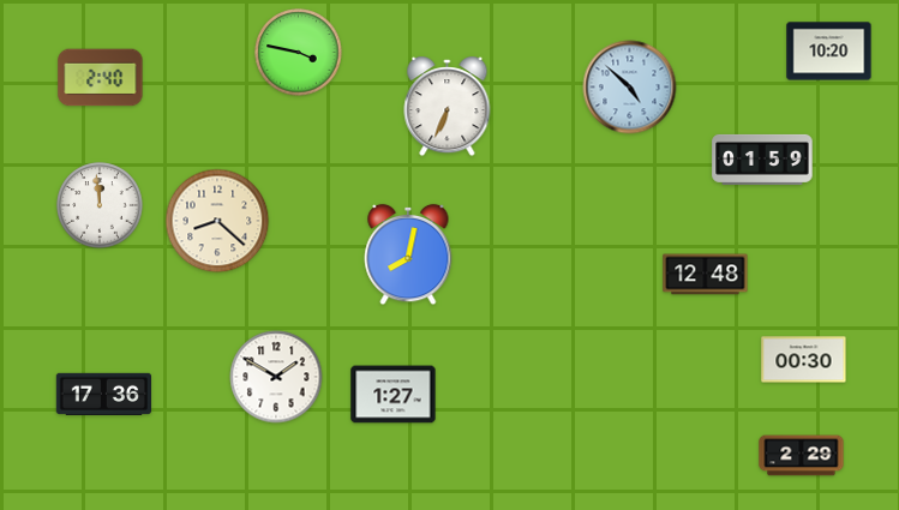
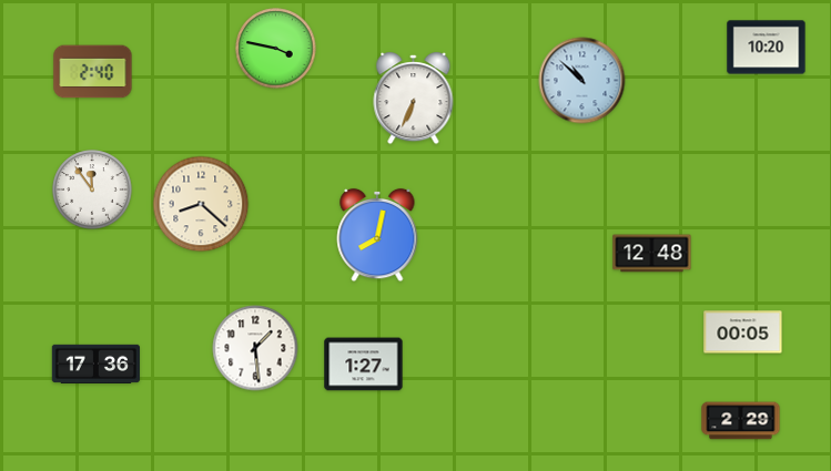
clock at (630, 88): 4:52 -> 10:52
clock at (762, 160): 01:59 -> none
clock at (100, 205): 11:59 -> 11:54
clock at (804, 360): 00:30 -> 00:05
clock at (276, 377): 1:50 -> 1:29
